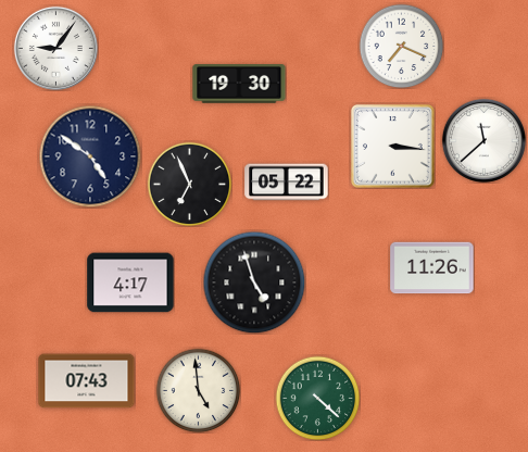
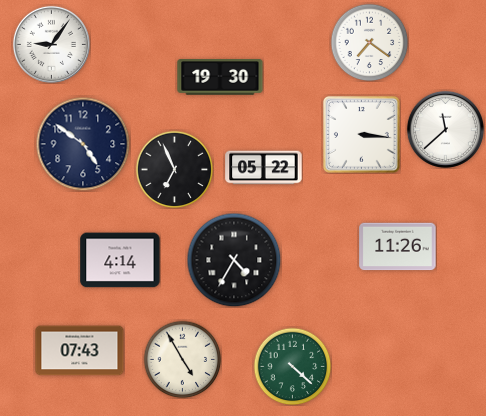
clock at (401, 46): 7:19 -> 7:21
clock at (130, 282): 4:17 -> 4:14
clock at (254, 282): 4:57 -> 4:35
clock at (198, 390): 4:59 -> 4:55
